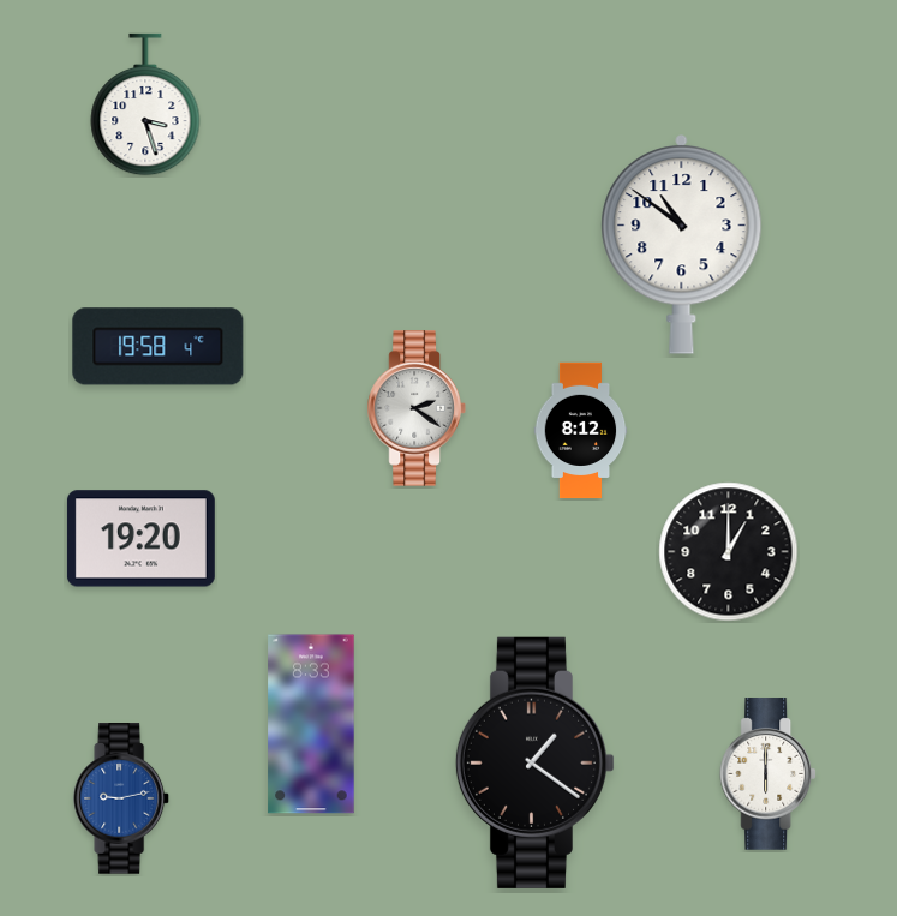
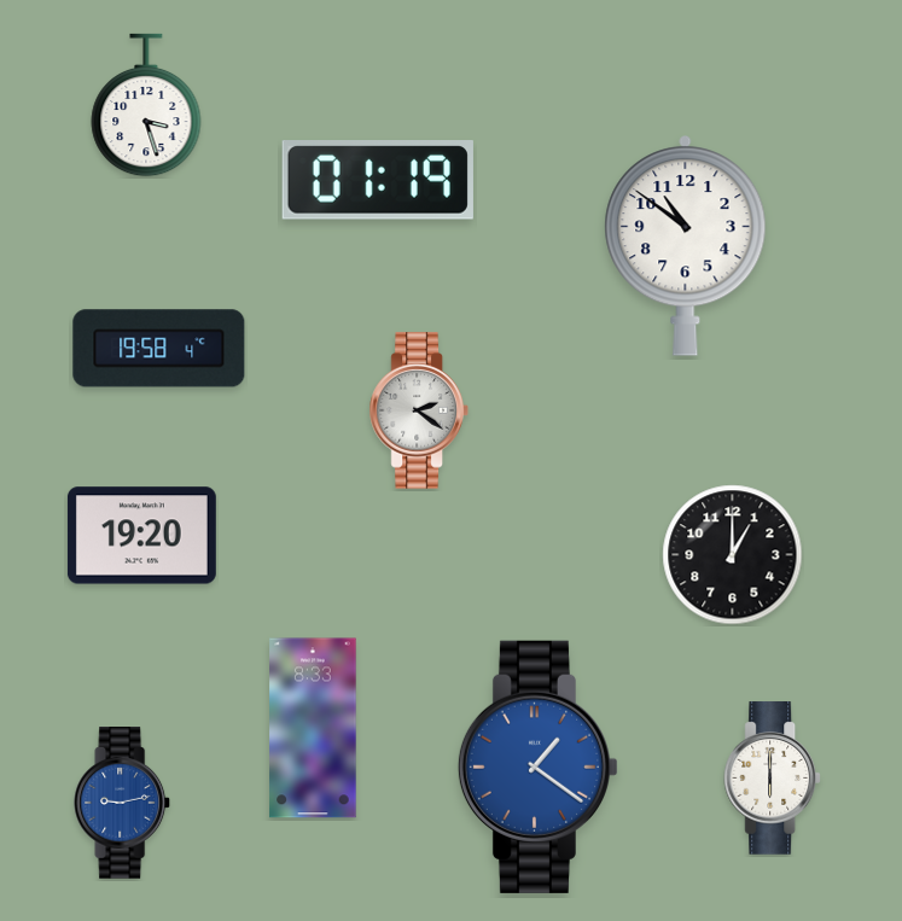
clock at (378, 180): none -> 01:19
clock at (581, 431): 8:12 -> none
clock at (140, 539) position: (140, 539) -> (141, 536)
clock at (534, 762) dial: black -> blue
